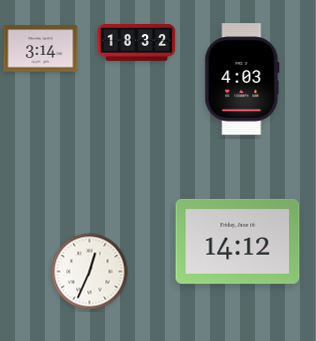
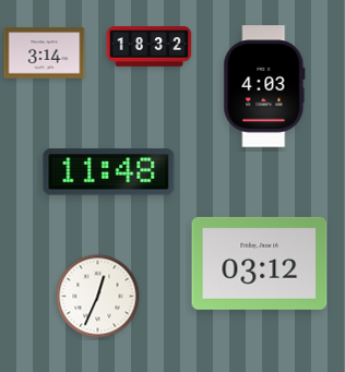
clock at (109, 172): none -> 11:48
clock at (238, 241): 14:12 -> 03:12
